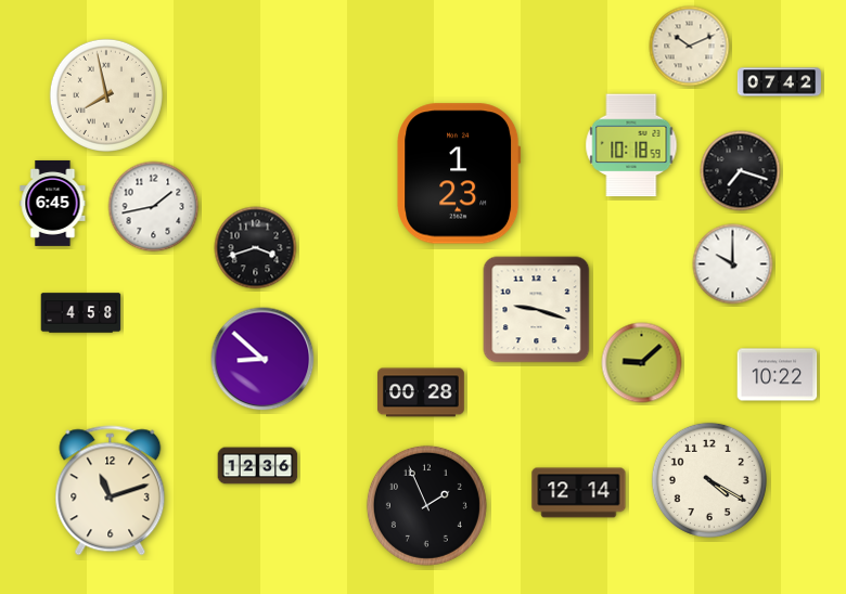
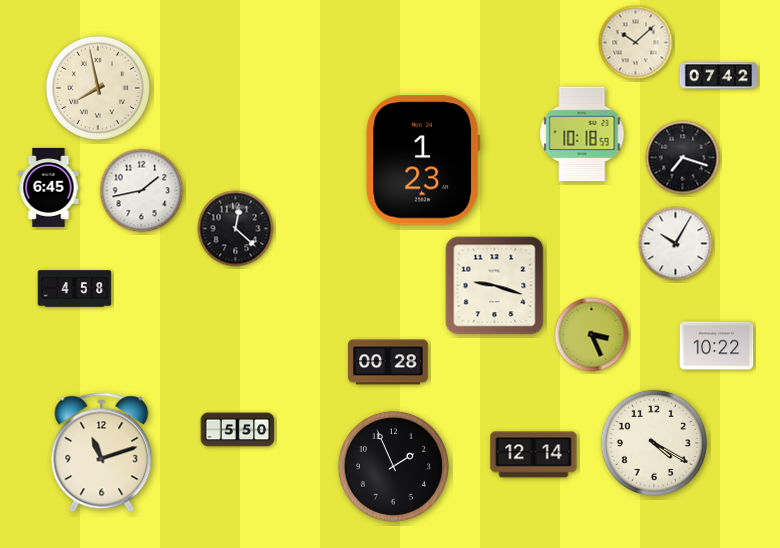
clock at (690, 47): 10:11 -> 10:08
clock at (256, 248): 3:42 -> 12:22
clock at (733, 264): 10:00 -> 10:05
clock at (262, 359): 8:52 -> none
clock at (642, 363): 9:08 -> 3:26
clock at (258, 466): 12:36 -> 5:50
